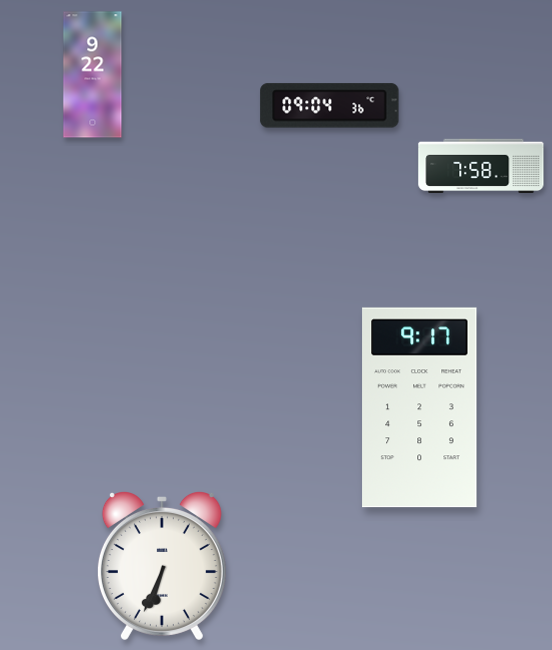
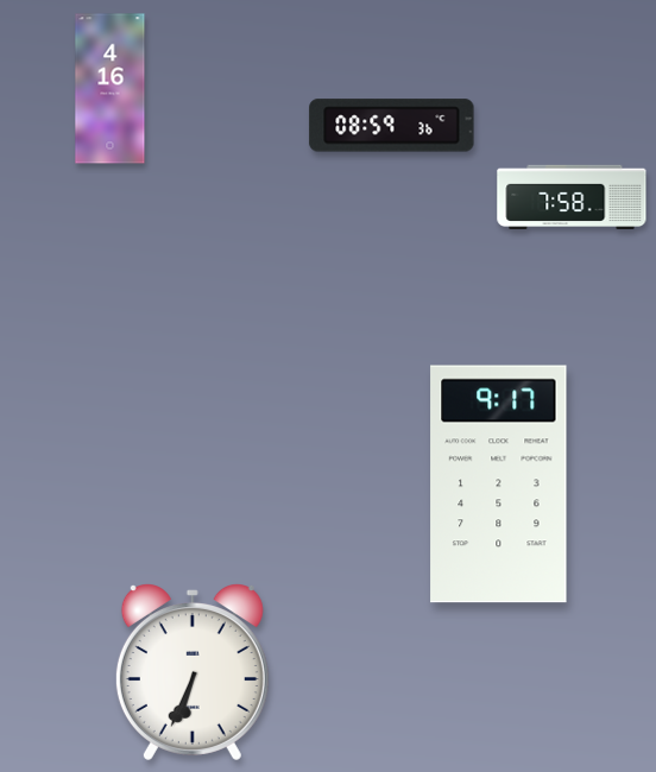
clock at (93, 75): 9:22 -> 4:16
clock at (330, 106): 09:04 -> 08:59
